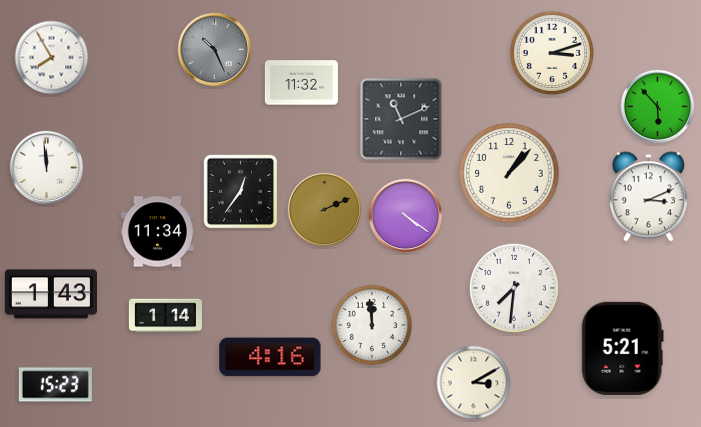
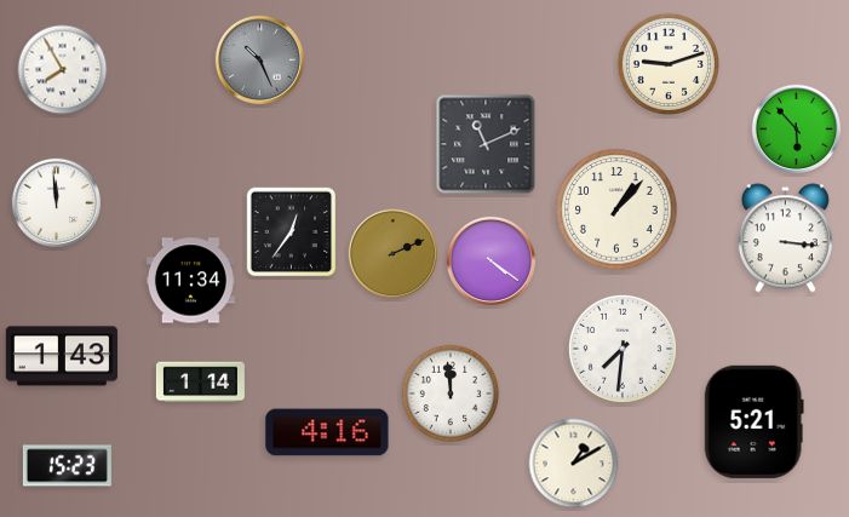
clock at (552, 52): 3:12 -> 9:12
clock at (301, 83): 11:32 -> none
clock at (648, 197): 3:11 -> 3:16
clock at (474, 383): 3:10 -> 1:10
